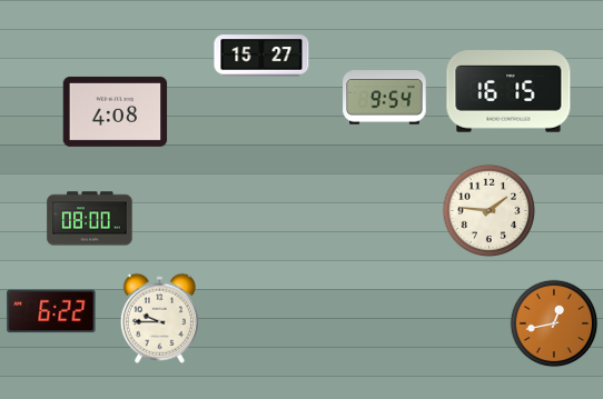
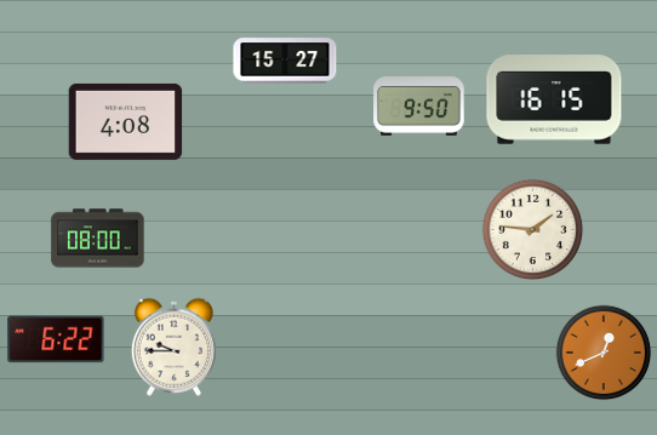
clock at (385, 98): 9:54 -> 9:50
clock at (554, 323): 12:43 -> 12:41
